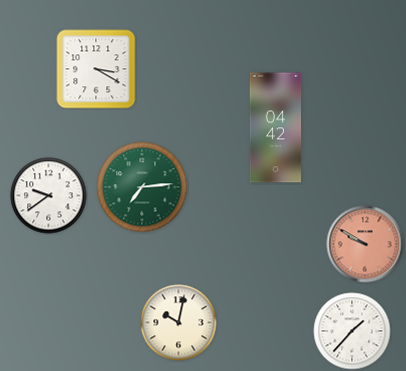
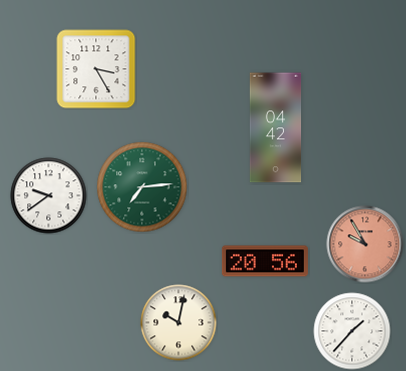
clock at (96, 69): 3:20 -> 3:25
clock at (365, 244): 9:50 -> 9:55
clock at (265, 261): none -> 20:56
